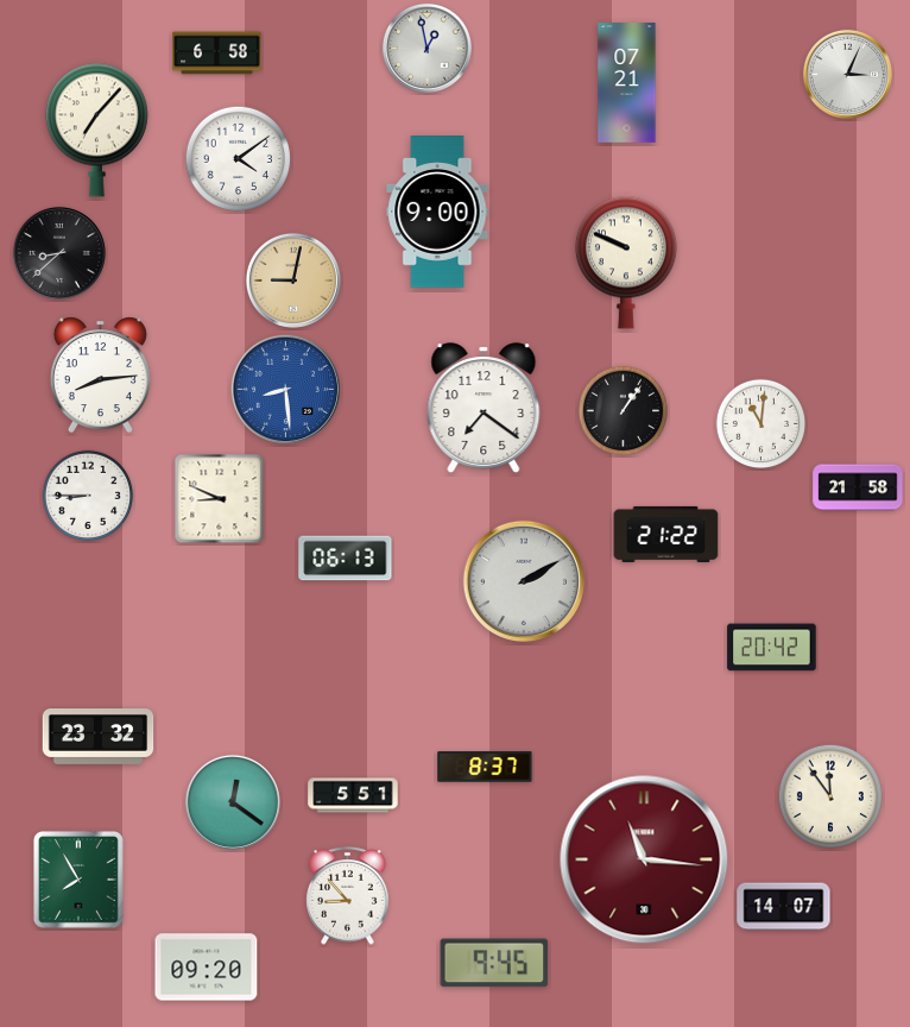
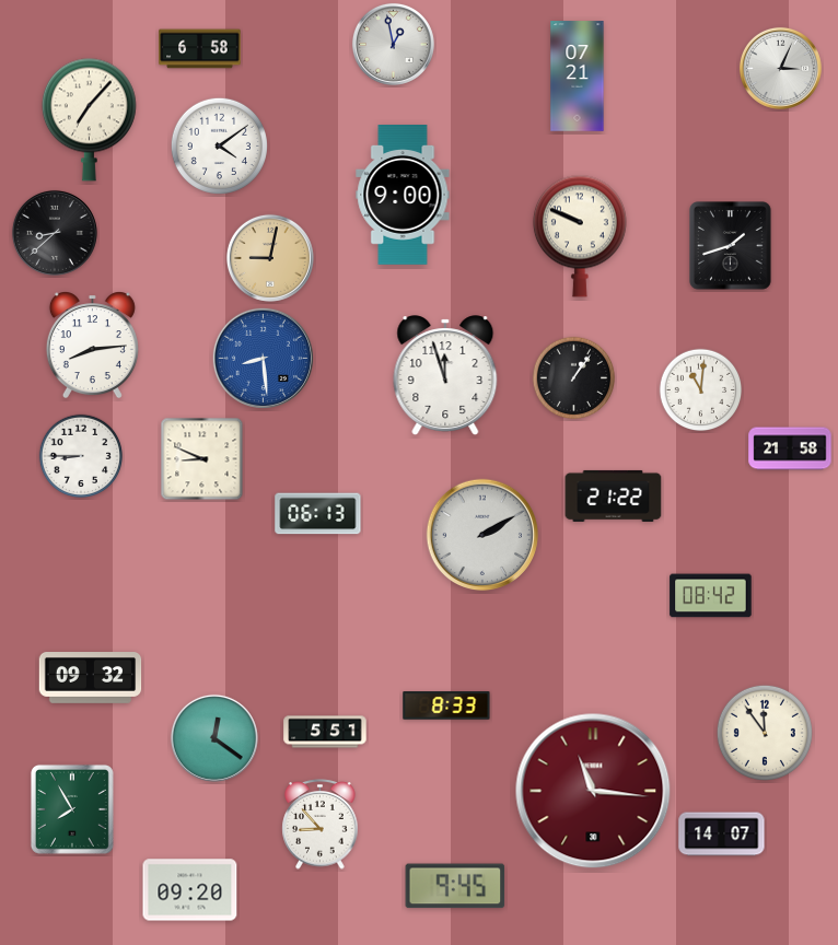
clock at (626, 263) position: (626, 263) -> (580, 236)
clock at (731, 246): none -> 1:42
clock at (484, 408): 7:21 -> 11:57
clock at (666, 534) position: (666, 534) -> (614, 495)
clock at (772, 648): 20:42 -> 08:42
clock at (99, 737): 23:32 -> 09:32
clock at (485, 767): 8:37 -> 8:33
